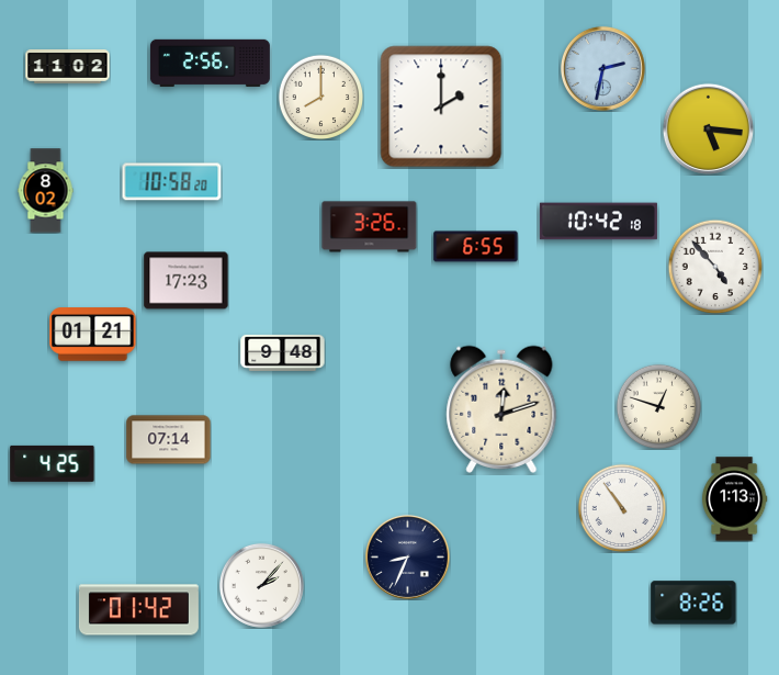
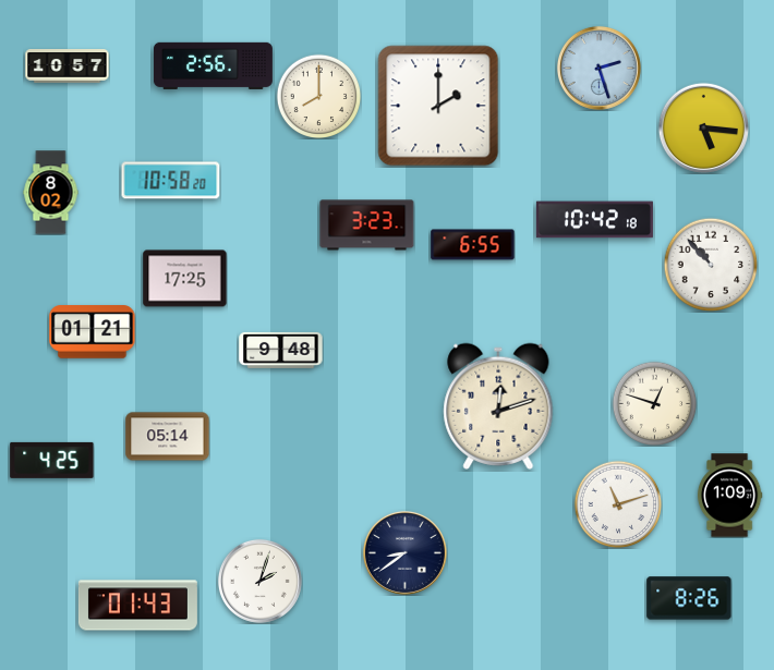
clock at (210, 63) position: (210, 63) -> (213, 65)
clock at (68, 67): 11:02 -> 10:57
clock at (602, 68): 2:32 -> 2:27
clock at (46, 191) position: (46, 191) -> (51, 193)
clock at (370, 227): 3:26 -> 3:23
clock at (715, 267): 4:53 -> 10:53
clock at (187, 281): 17:23 -> 17:25
clock at (169, 440): 07:14 -> 05:14
clock at (734, 499): 1:13 -> 1:09
clock at (622, 508): 10:54 -> 11:12
clock at (407, 556): 8:34 -> 8:39
clock at (261, 585): 2:07 -> 2:03
clock at (138, 610): 01:42 -> 01:43
